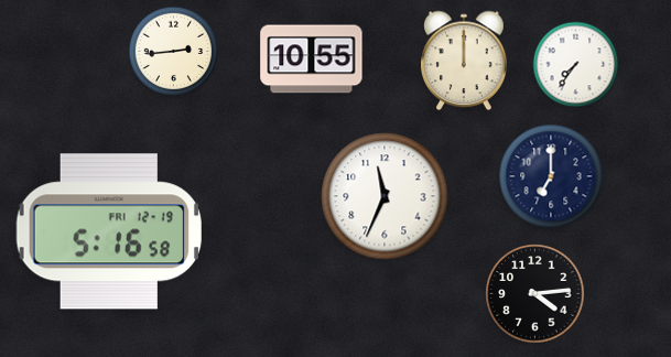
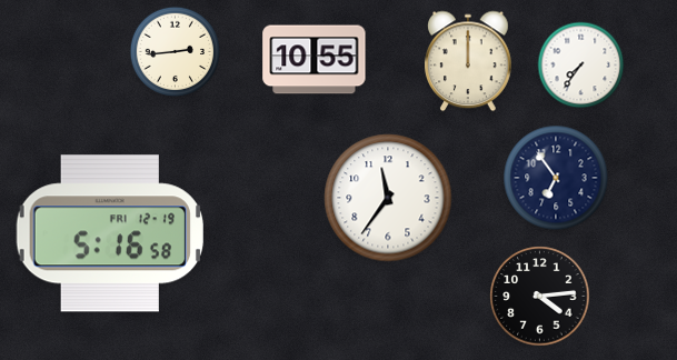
clock at (551, 176): 7:00 -> 6:54
clock at (385, 196): 11:34 -> 11:36
